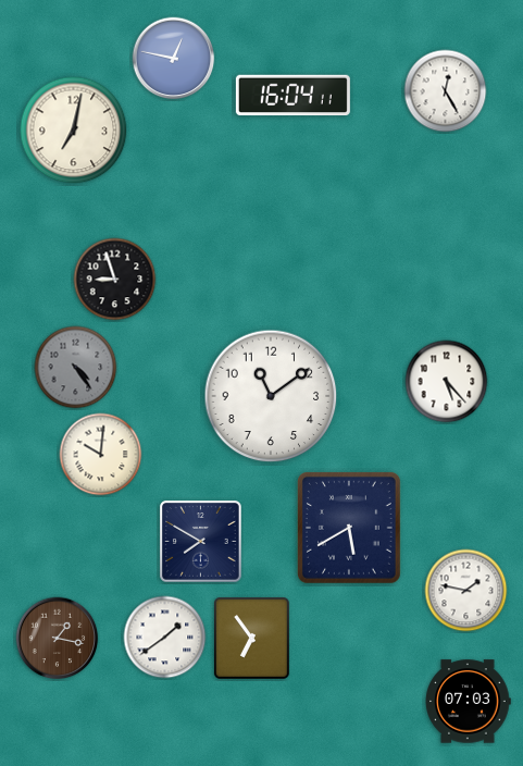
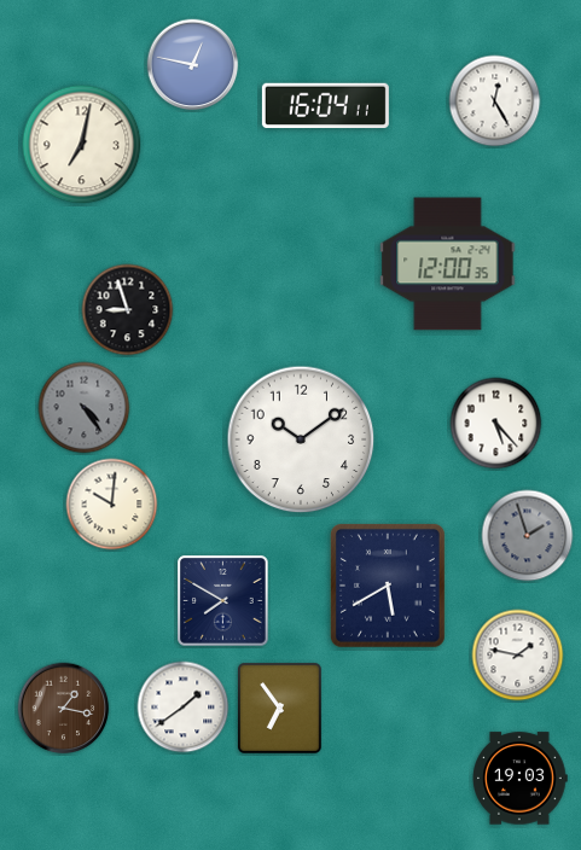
clock at (448, 264): none -> 12:00
clock at (271, 396): 11:09 -> 10:09
clock at (528, 536): none -> 1:57
clock at (468, 702): 07:03 -> 19:03
